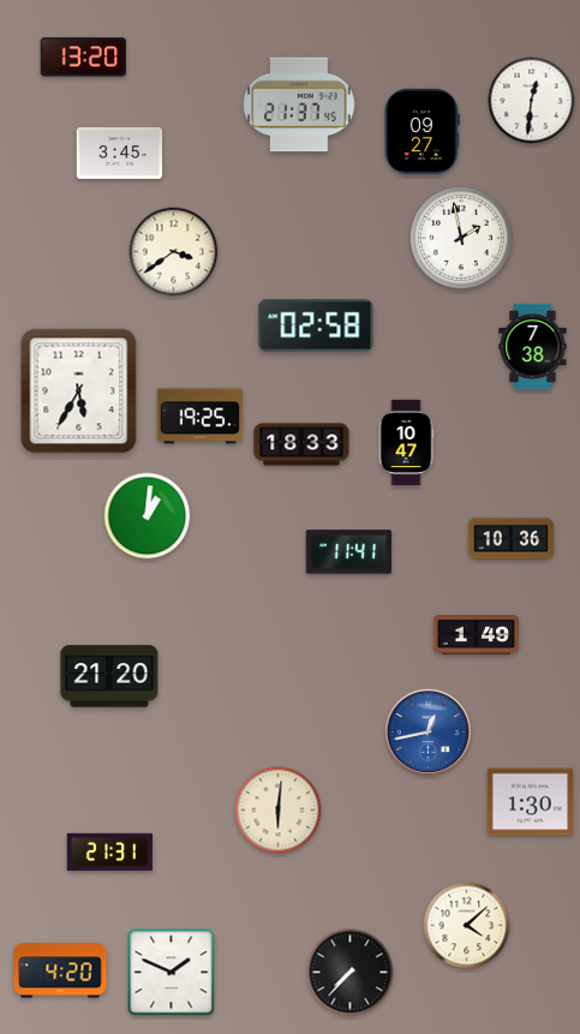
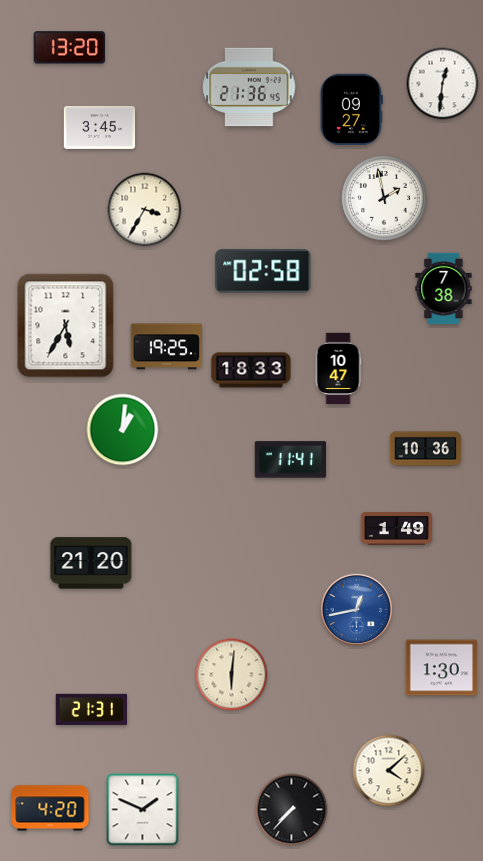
clock at (299, 104): 21:37 -> 21:36
clock at (174, 252): 3:39 -> 3:35
